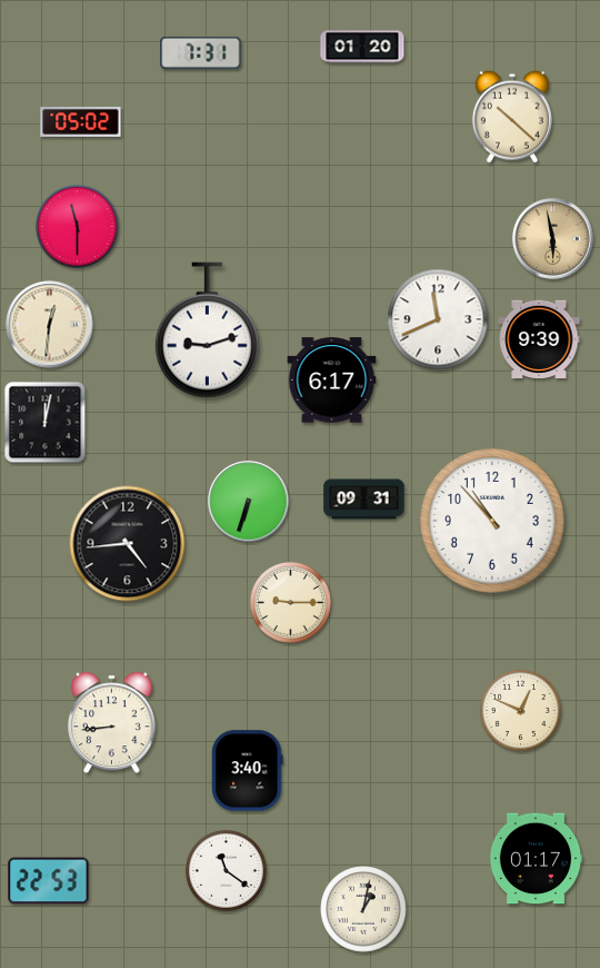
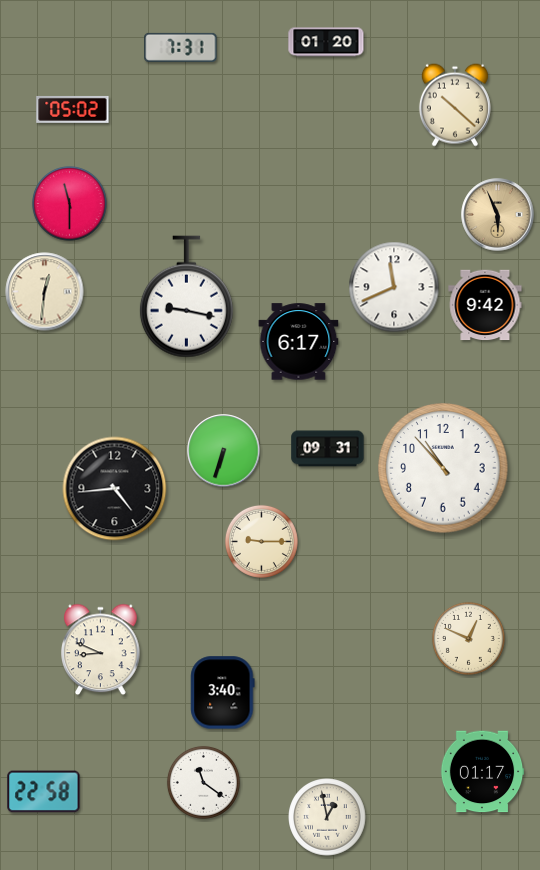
clock at (512, 117) position: (512, 117) -> (455, 105)
clock at (553, 239): 5:58 -> 5:56
clock at (207, 330): 9:12 -> 9:17
clock at (539, 339): 9:39 -> 9:42
clock at (46, 423): 12:02 -> none
clock at (112, 723): 8:44 -> 8:49
clock at (49, 881): 22:53 -> 22:58
clock at (363, 909): 1:02 -> 12:58
